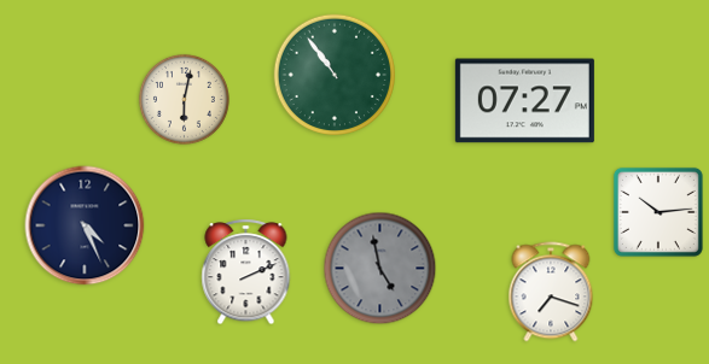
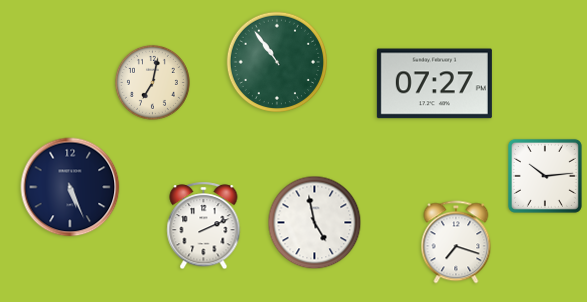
clock at (184, 99): 6:02 -> 7:02
clock at (85, 225): 4:26 -> 5:26
clock at (380, 269) dial: grey -> white
